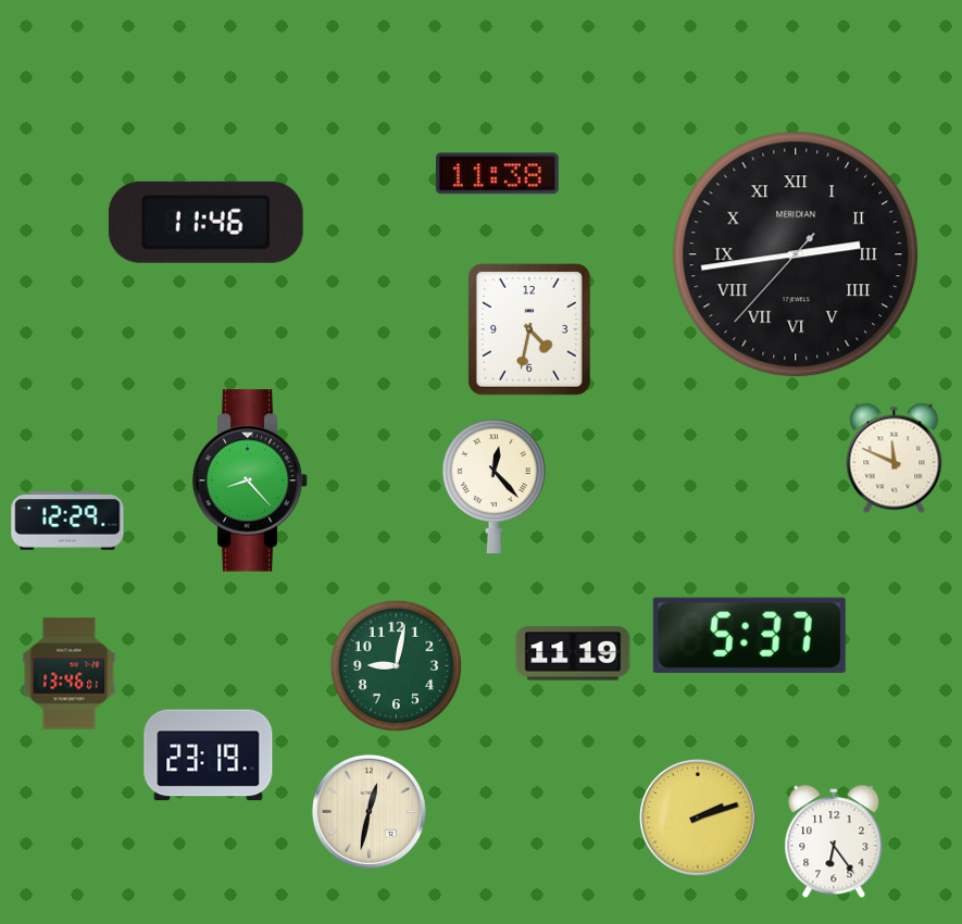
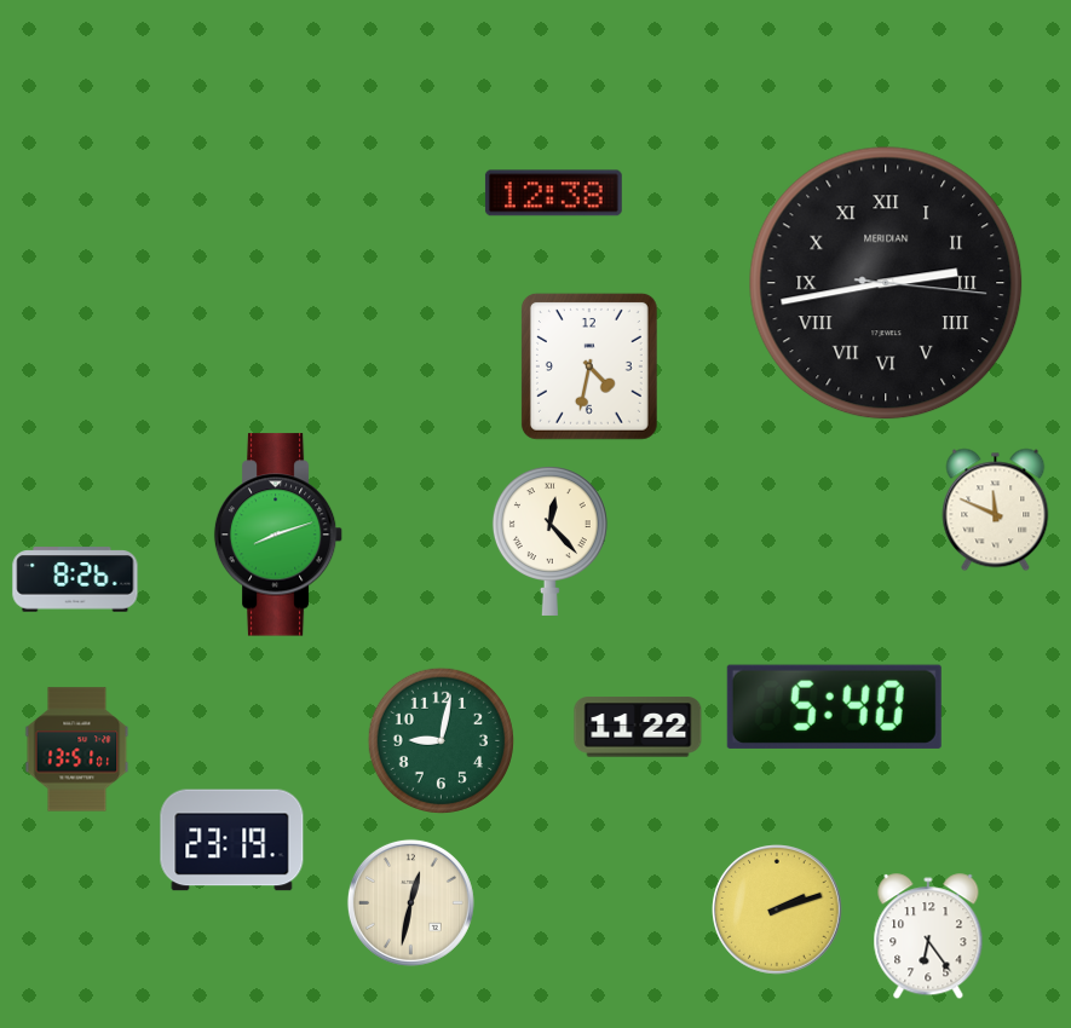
clock at (497, 174): 11:38 -> 12:38
clock at (205, 222): 11:46 -> none
clock at (796, 254): 2:43:37 -> 2:43:16
clock at (250, 480): 8:23 -> 8:12
clock at (67, 521): 12:29 -> 8:26
clock at (749, 635): 5:37 -> 5:40
clock at (573, 653): 11:19 -> 11:22
clock at (70, 674): 13:46 -> 13:51
